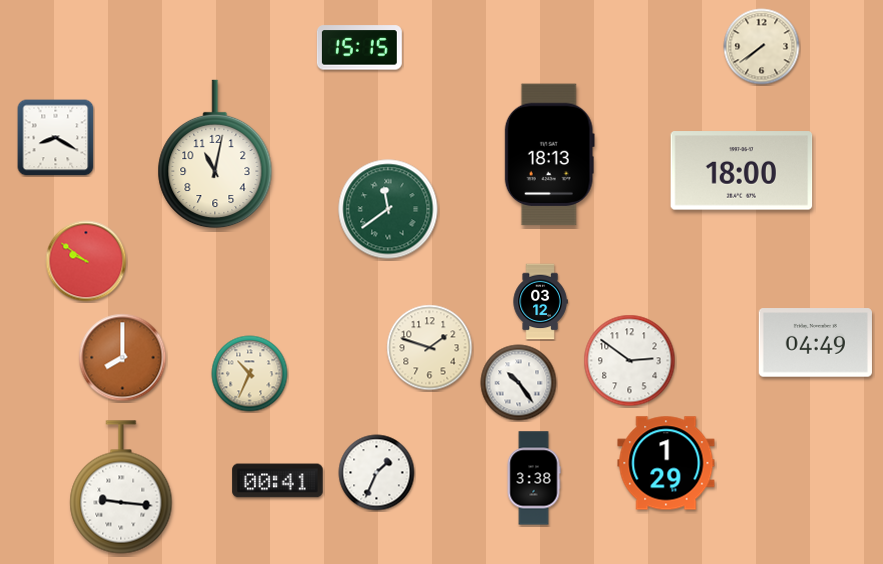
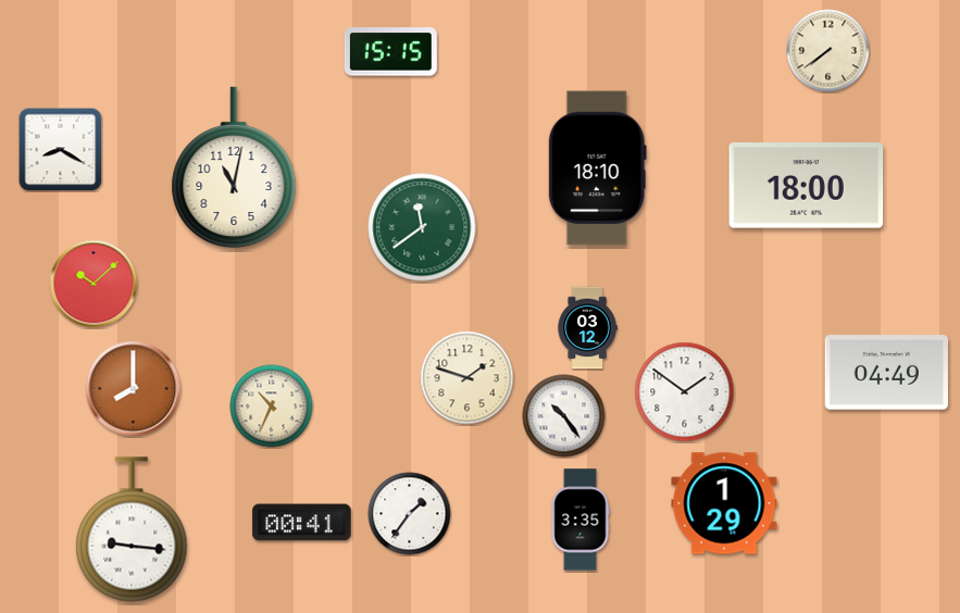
clock at (549, 155): 18:13 -> 18:10
clock at (86, 261): 9:51 -> 10:08
clock at (630, 361): 2:51 -> 1:51
clock at (377, 473): 1:34 -> 1:36
clock at (534, 478): 3:38 -> 3:35
